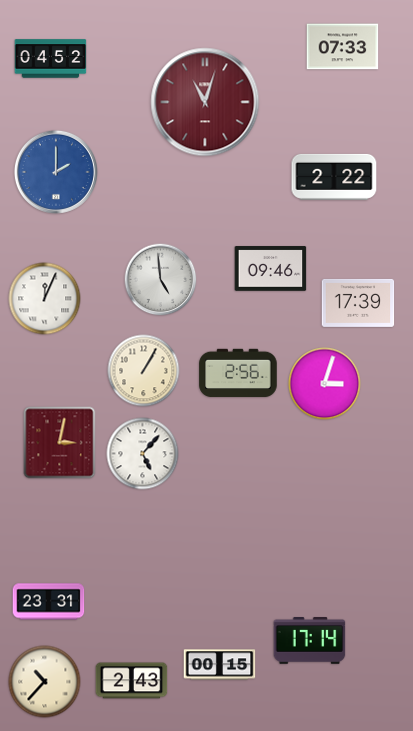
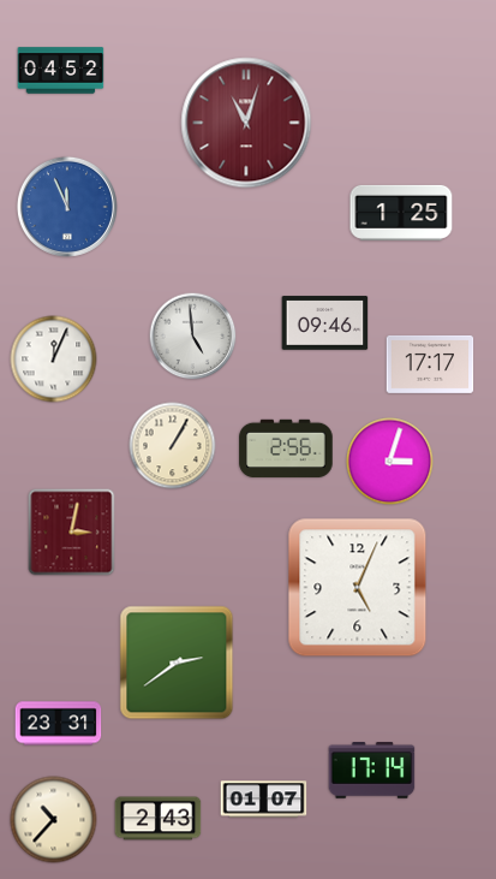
clock at (343, 47): 07:33 -> none
clock at (56, 172): 2:00 -> 11:56
clock at (334, 177): 2:22 -> 1:25
clock at (358, 303): 17:39 -> 17:17
clock at (143, 454): 5:07 -> none
clock at (358, 588): none -> 5:04
clock at (177, 663): none -> 2:39
clock at (220, 665): 00:15 -> 01:07
